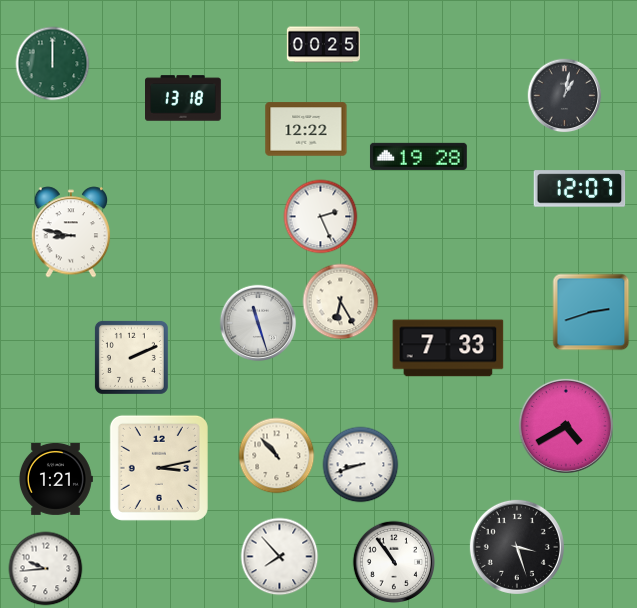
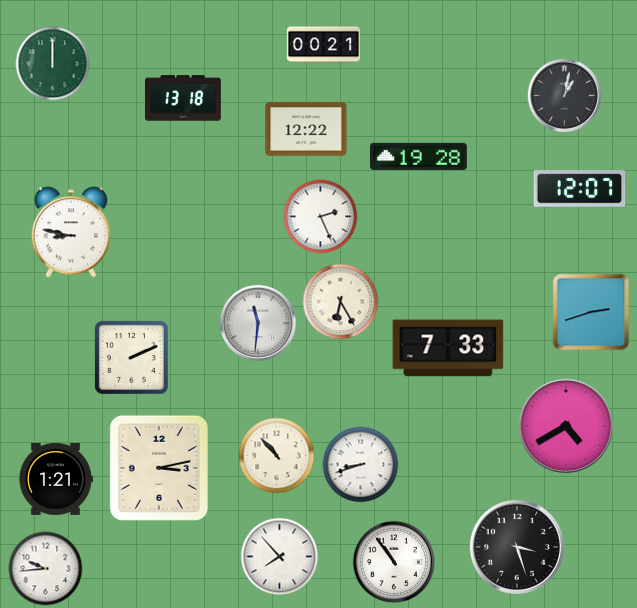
clock at (323, 45): 00:25 -> 00:21
clock at (258, 323): 11:27 -> 11:31
